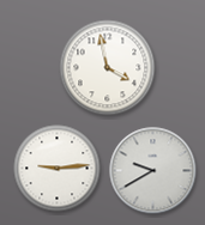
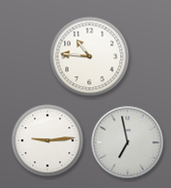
clock at (108, 68): 3:58 -> 10:46
clock at (153, 171): 9:40 -> 6:58
